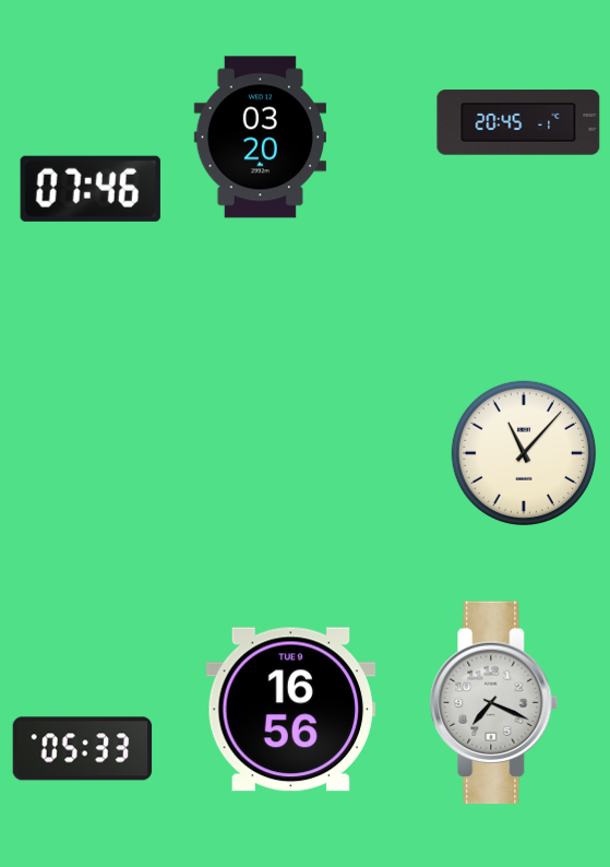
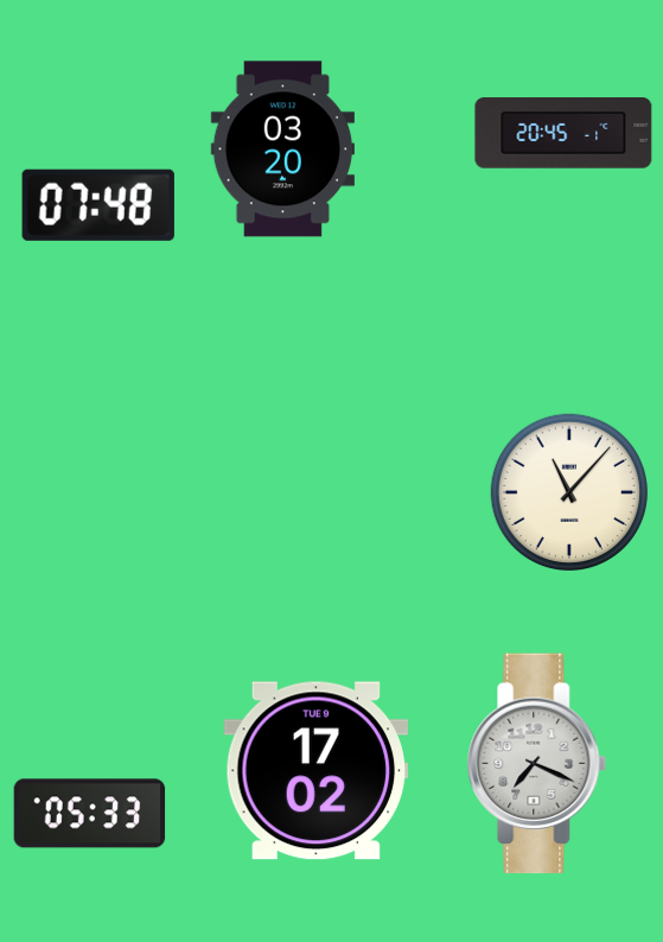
clock at (91, 189): 07:46 -> 07:48
clock at (291, 710): 16:56 -> 17:02
